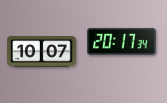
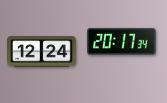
clock at (42, 52): 10:07 -> 12:24
